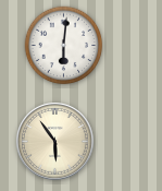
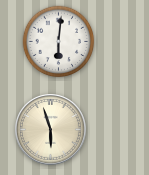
clock at (55, 142): 5:54 -> 5:57
